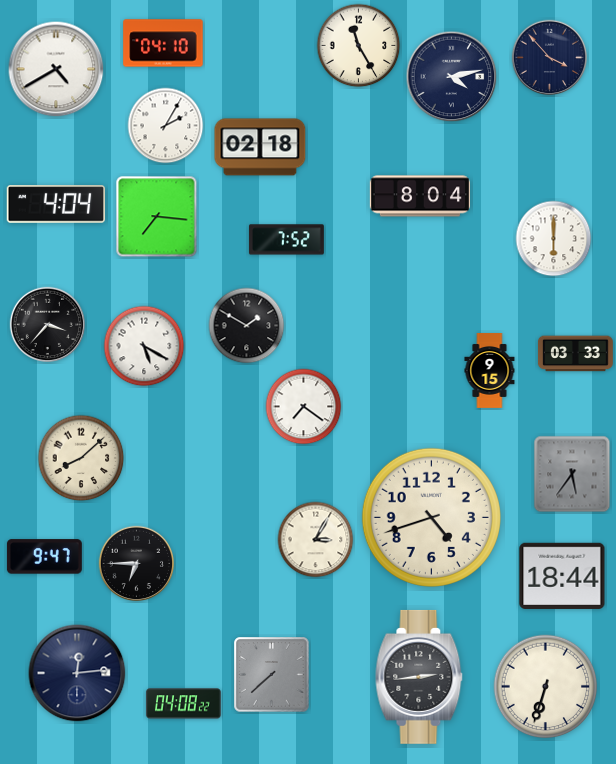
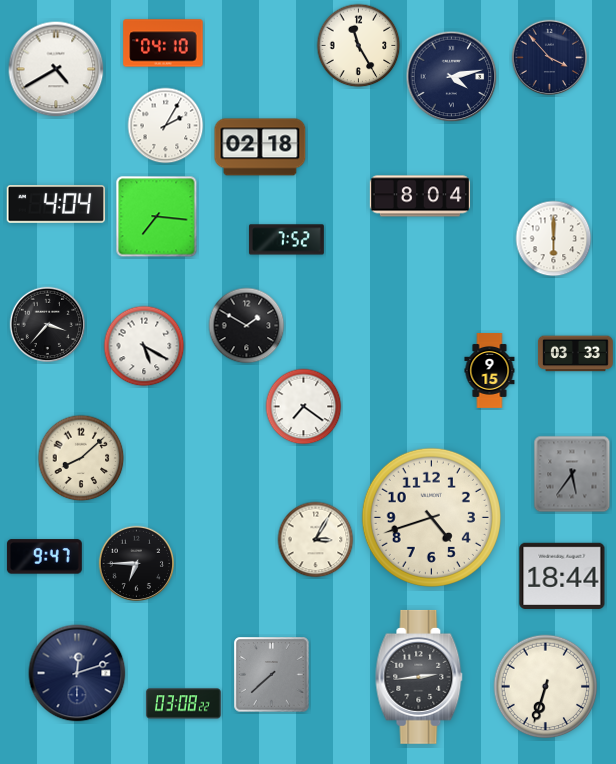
clock at (77, 673): 12:14 -> 12:12
clock at (183, 704): 04:08 -> 03:08
